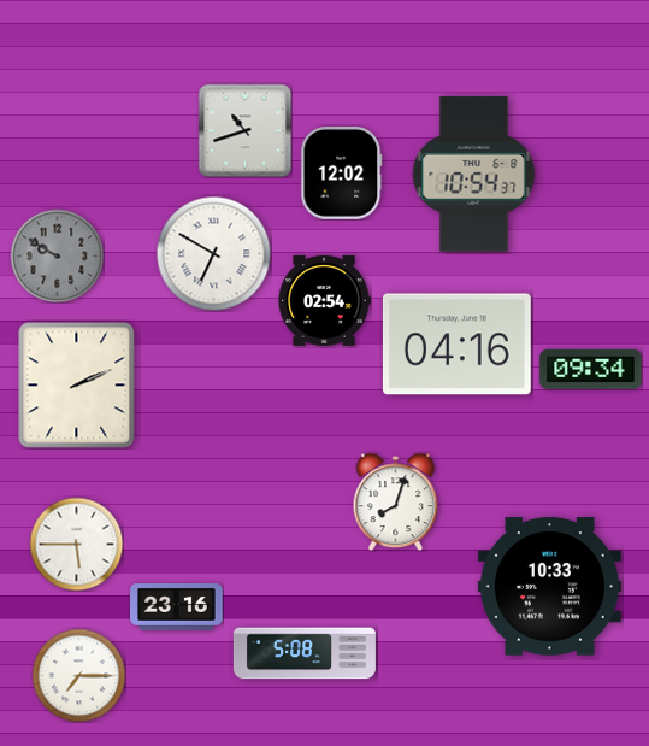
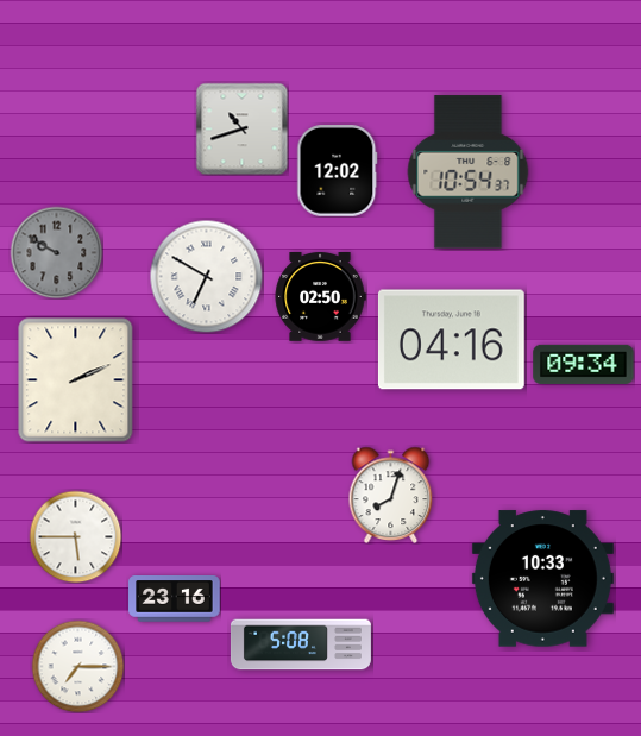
clock at (213, 253) position: (213, 253) -> (206, 276)
clock at (324, 301): 02:54 -> 02:50
